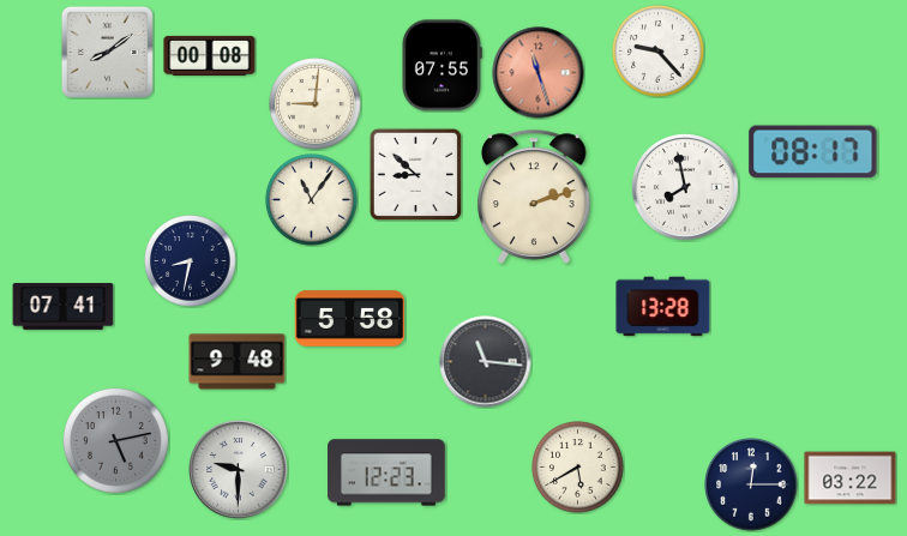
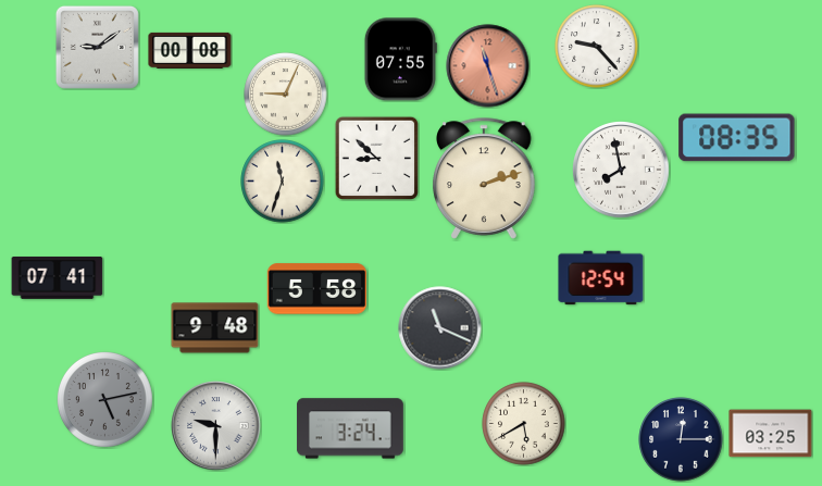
clock at (107, 52): 8:09 -> 9:09
clock at (316, 104): 9:01 -> 9:04
clock at (813, 152): 08:17 -> 08:35
clock at (312, 200): 11:06 -> 11:33
clock at (191, 261): 8:32 -> none
clock at (663, 307): 13:28 -> 12:54
clock at (486, 362): 11:16 -> 11:19
clock at (388, 472): 12:23 -> 3:24
clock at (851, 478): 03:22 -> 03:25
